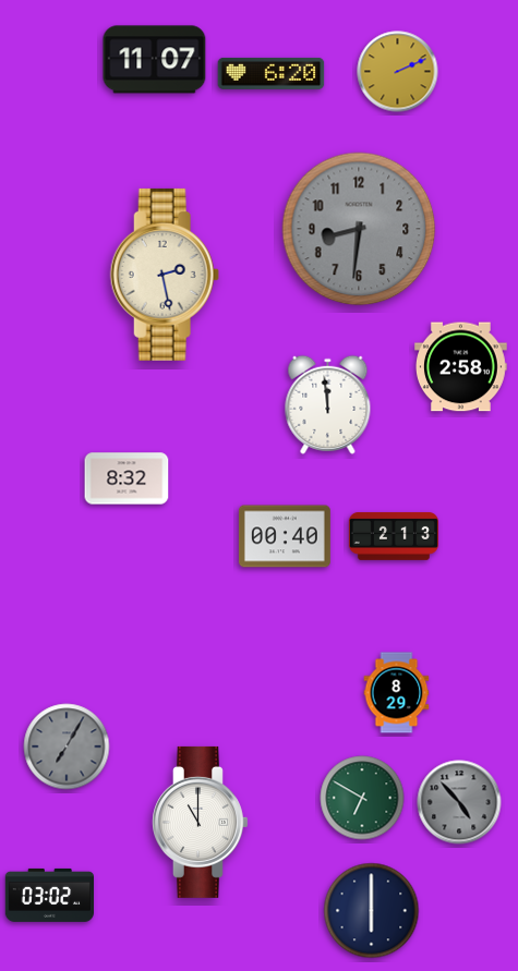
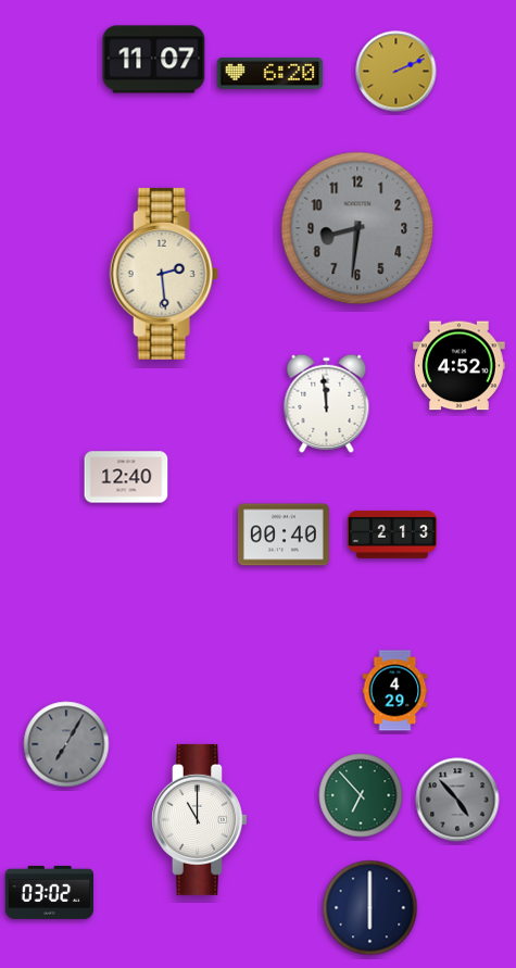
clock at (165, 275): 2:28 -> 2:29
clock at (461, 367): 2:58 -> 4:52
clock at (127, 478): 8:32 -> 12:40
clock at (397, 693): 8:29 -> 4:29
clock at (362, 798): 6:50 -> 6:53
